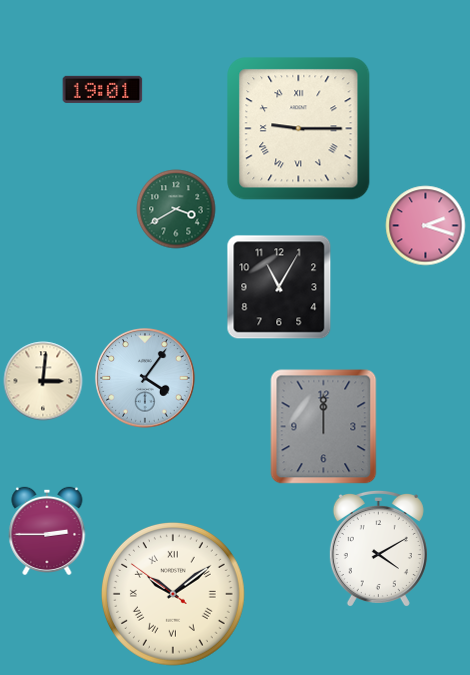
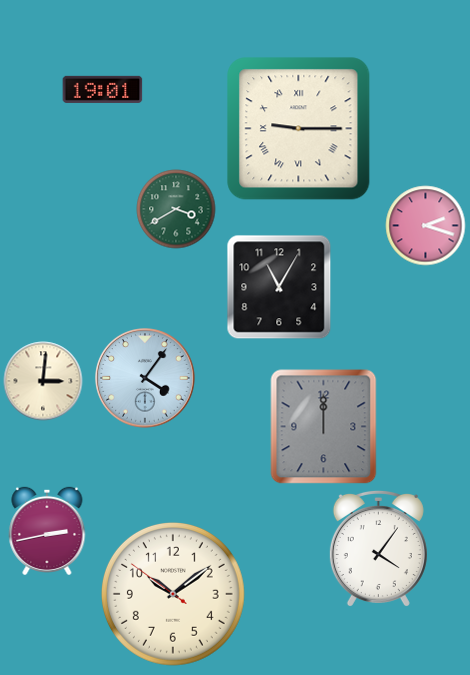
clock at (47, 530): 2:45 -> 2:43
clock at (378, 548): 4:10 -> 4:06
clock at (173, 594) numerals: Roman -> Arabic
